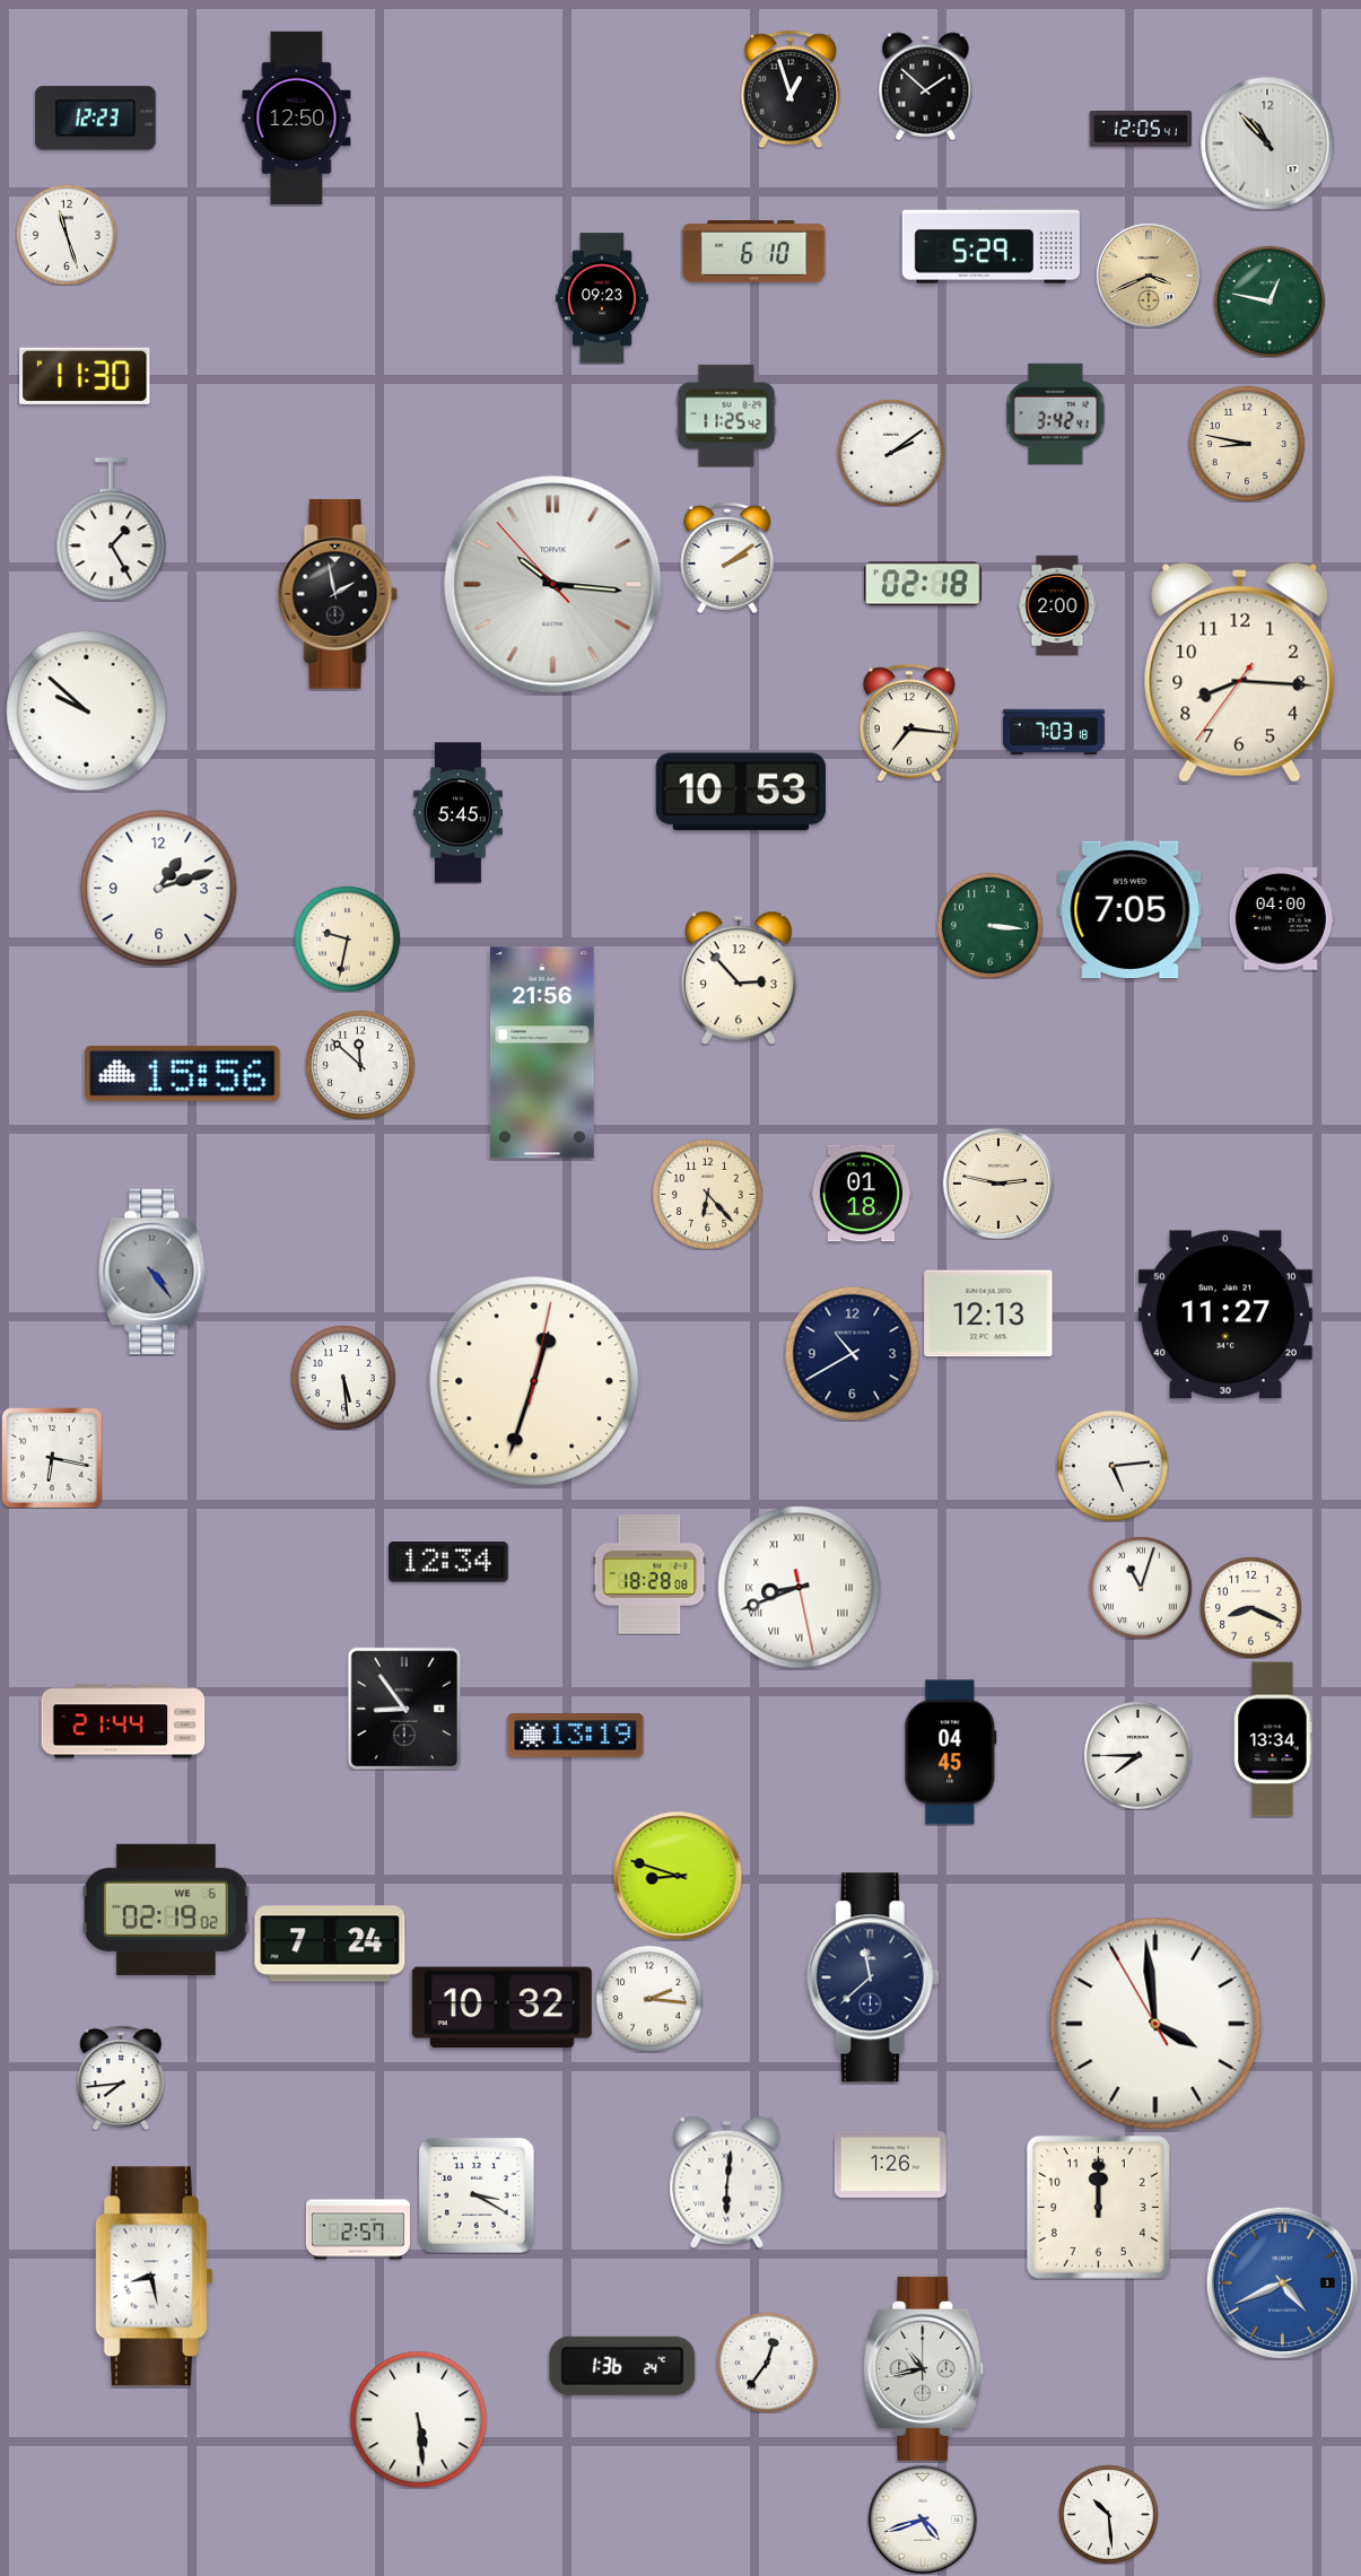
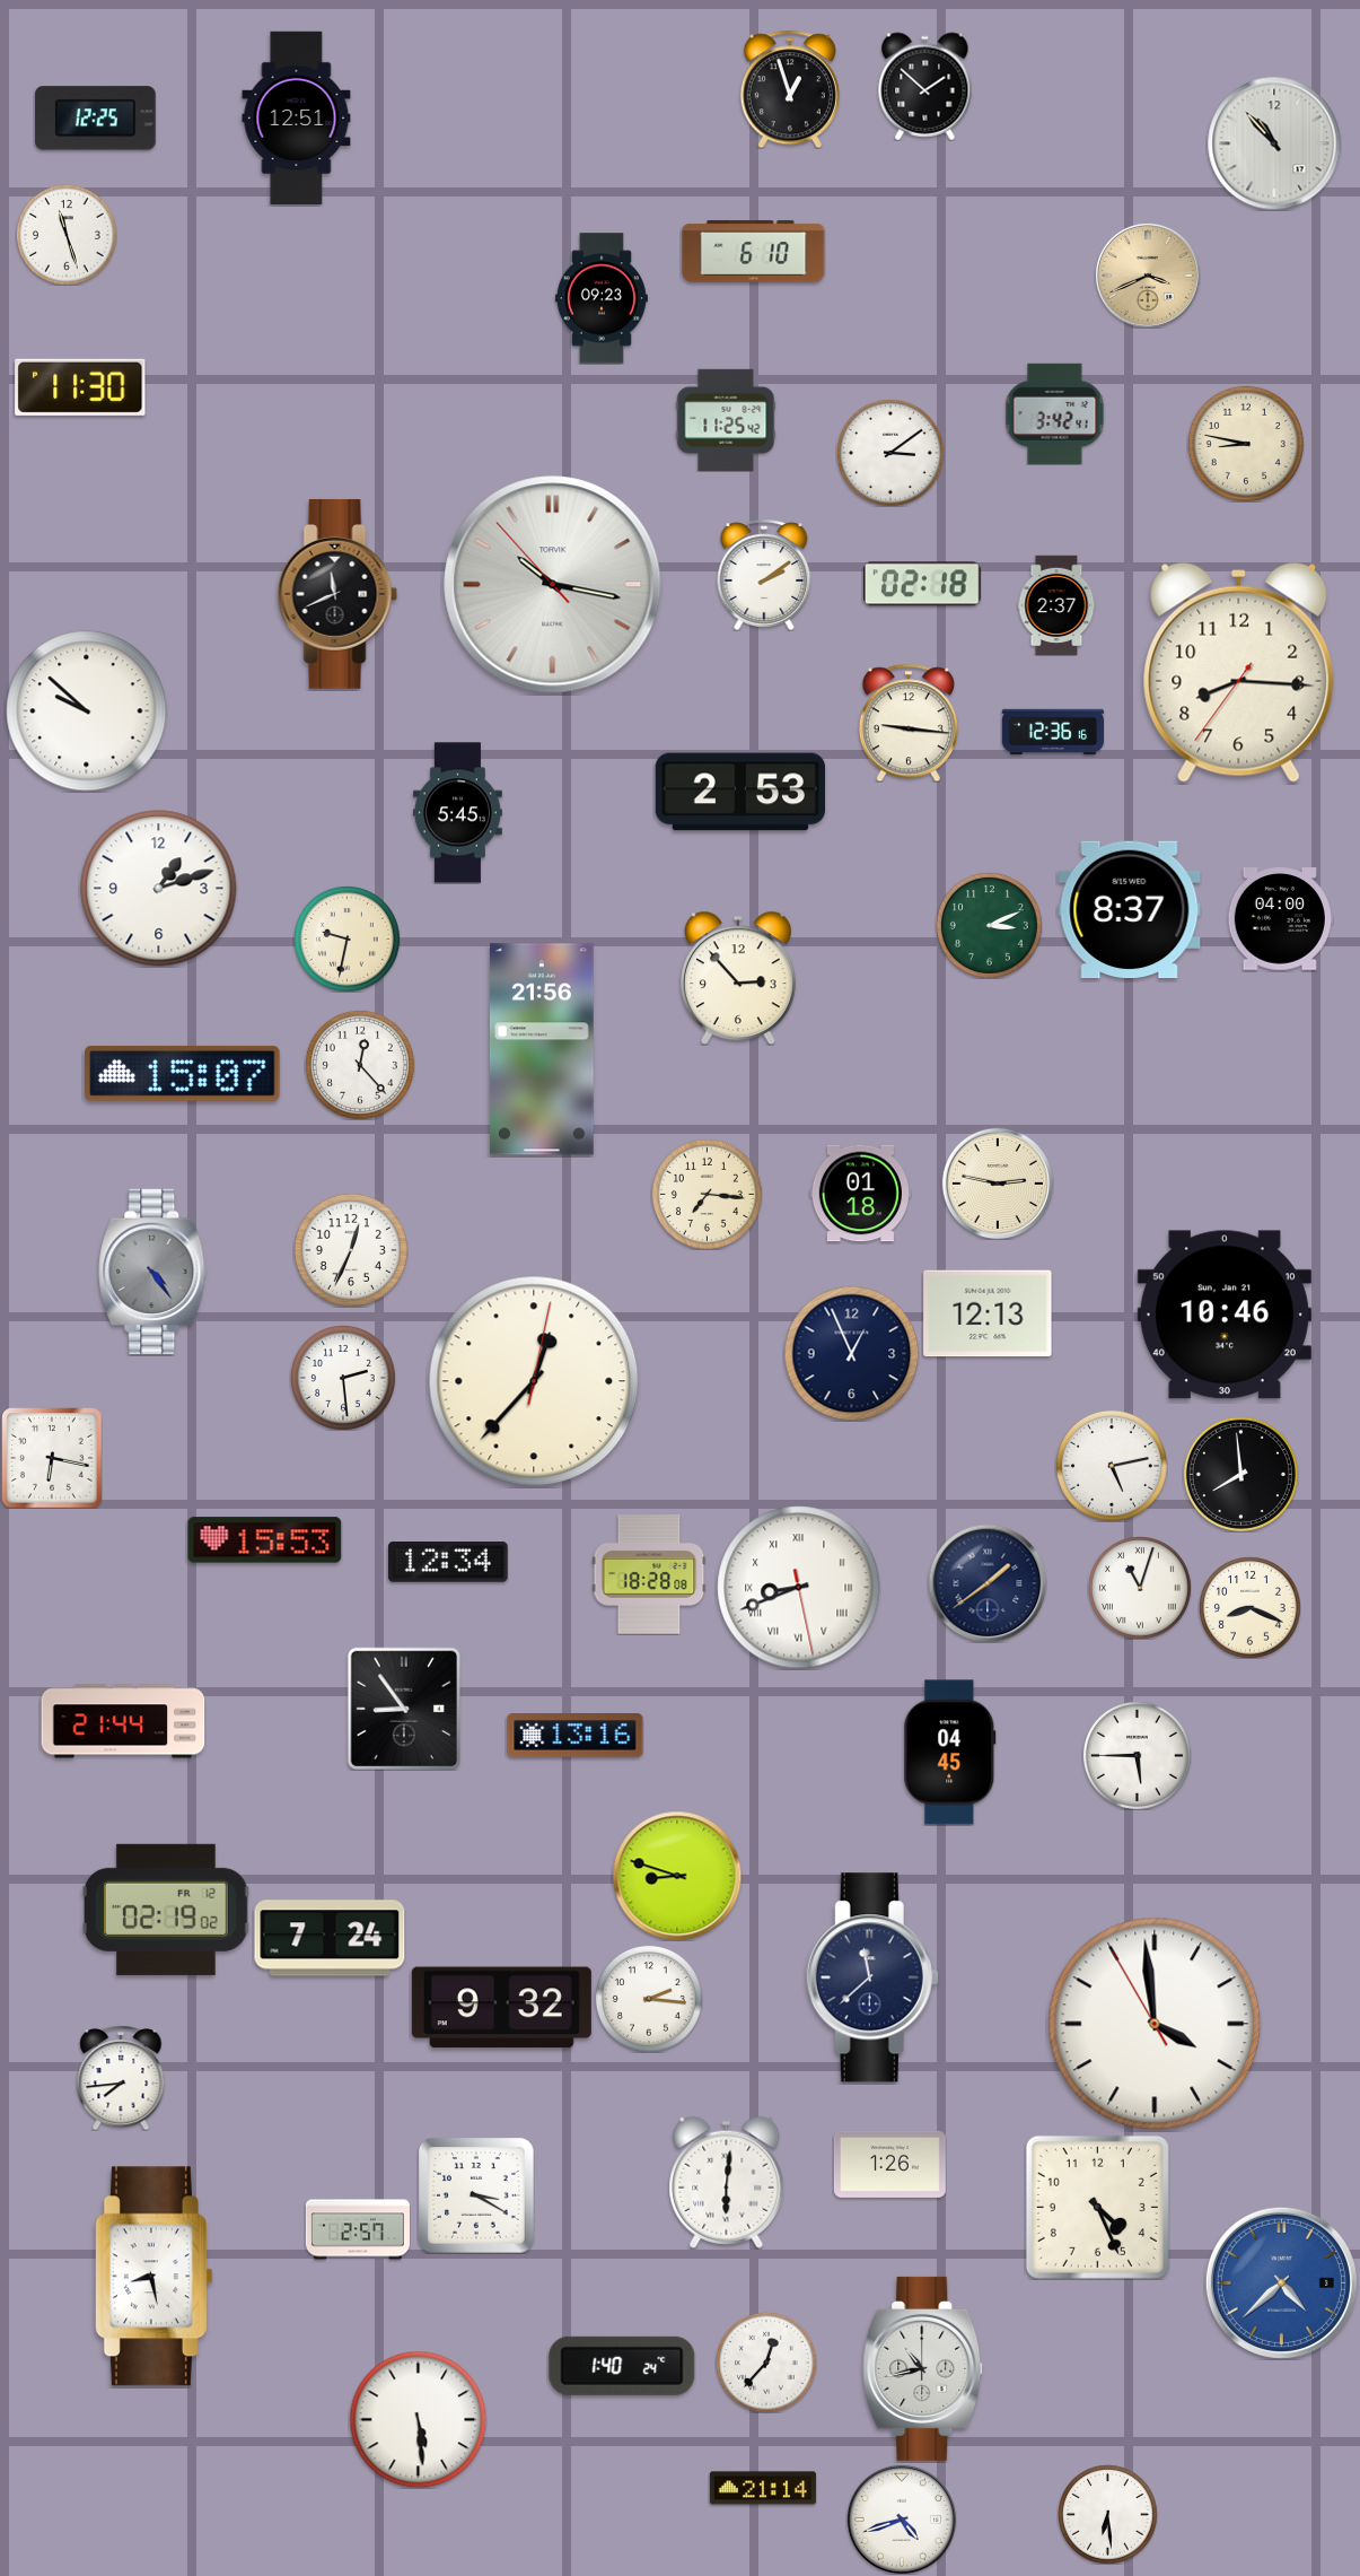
clock at (297, 117): 12:50 -> 12:51
clock at (96, 119): 12:23 -> 12:25
clock at (1141, 129): 12:05 -> none
clock at (1267, 143) position: (1267, 143) -> (1274, 143)
clock at (991, 245): 5:29 -> none
clock at (1270, 302): 12:47 -> none
clock at (85, 376) position: (85, 376) -> (80, 387)
clock at (726, 416) position: (726, 416) -> (726, 420)
clock at (891, 453): 2:09 -> 3:09
clock at (112, 530): 1:25 -> none
clock at (727, 558) position: (727, 558) -> (764, 575)
clock at (553, 585): 10:15 -> 10:16
clock at (338, 594): 1:58 -> 11:41
clock at (1057, 605): 2:00 -> 2:37
clock at (909, 723): 7:16 -> 9:16
clock at (1054, 731): 7:03 -> 12:36
clock at (740, 792): 10:53 -> 2:53
clock at (1131, 910): 7:05 -> 8:37
clock at (989, 925): 3:16 -> 3:11
clock at (543, 1053) position: (543, 1053) -> (543, 1049)
clock at (360, 1065): 11:52 -> 12:23
clock at (183, 1073): 15:56 -> 15:07
clock at (707, 1194): 6:23 -> 7:16
clock at (351, 1250): none -> 12:34
clock at (1225, 1315): 11:27 -> 10:46
clock at (852, 1353): 10:40 -> 12:56
clock at (343, 1378): 5:29 -> 2:29
clock at (534, 1381): 12:33 -> 12:37
clock at (1113, 1466): 5:14 -> 5:13
clock at (1240, 1474): none -> 7:59
clock at (265, 1540): none -> 15:53
clock at (988, 1583): none -> 1:39
clock at (576, 1736): 13:19 -> 13:16
clock at (1273, 1739): 13:34 -> none
clock at (1137, 1755): 7:45 -> 5:45
clock at (166, 1910) date: WE 6 -> FR 12
clock at (330, 1944) position: (330, 1944) -> (330, 1938)
clock at (501, 2008): 10:32 -> 9:32
clock at (1098, 2207): 12:00 -> 4:26
clock at (1282, 2282): 4:41 -> 4:38
clock at (767, 2363): 12:36 -> 12:37
clock at (622, 2366): 1:36 -> 1:40
clock at (763, 2488): none -> 21:14
clock at (1108, 2514): 10:29 -> 6:29
clock at (923, 2520) position: (923, 2520) -> (902, 2520)
